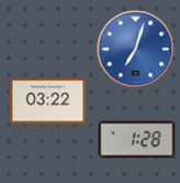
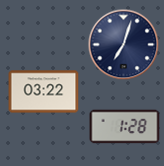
clock at (136, 50) dial: blue -> navy
